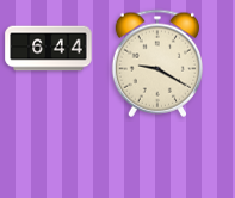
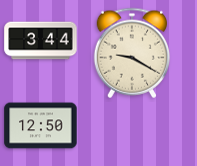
clock at (49, 49): 6:44 -> 3:44
clock at (41, 126): none -> 12:50
